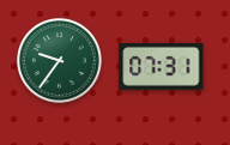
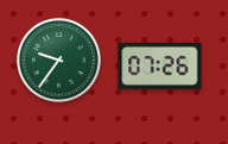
clock at (162, 66): 07:31 -> 07:26
